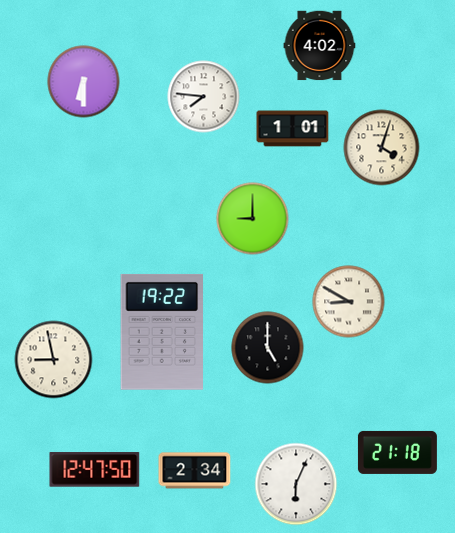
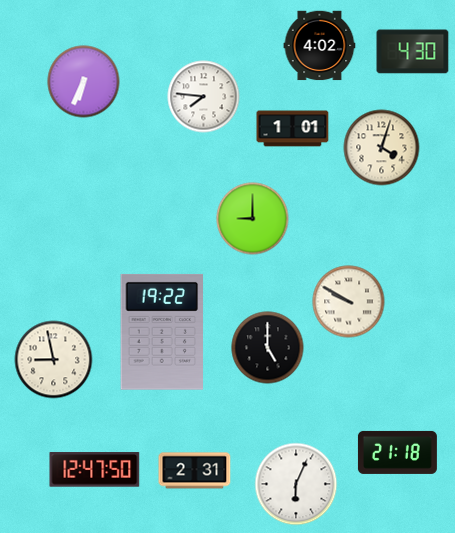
clock at (413, 52): none -> 4:30
clock at (84, 82): 6:30 -> 6:34
clock at (349, 302): 8:50 -> 9:50
clock at (195, 471): 2:34 -> 2:31
